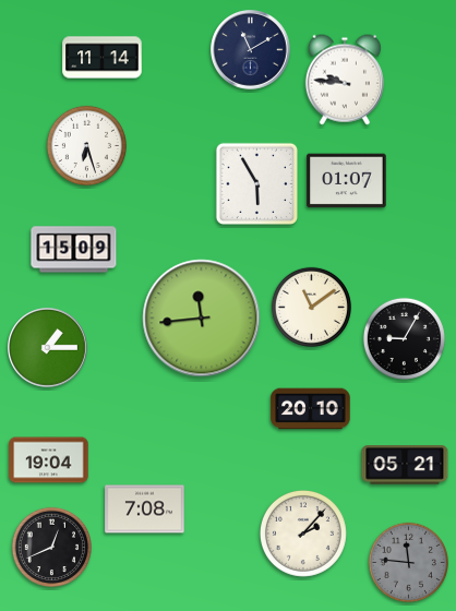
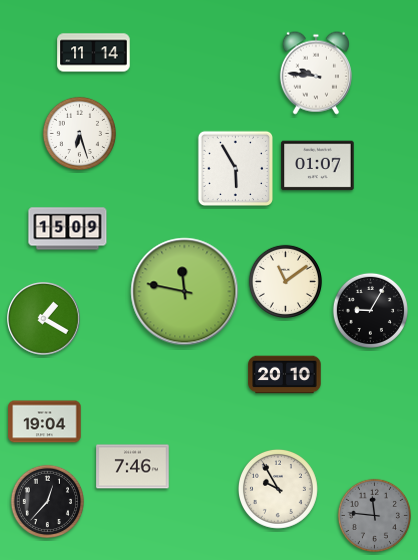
clock at (251, 50): 11:10 -> none
clock at (202, 319): 11:44 -> 11:47
clock at (48, 348): 1:15 -> 1:20
clock at (405, 465): 05:21 -> none
clock at (145, 510): 7:08 -> 7:46
clock at (303, 534): 2:07 -> 9:55
clock at (51, 547): 12:41 -> 12:37
